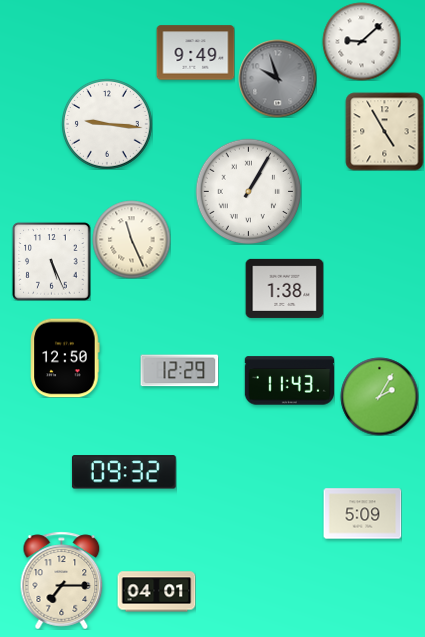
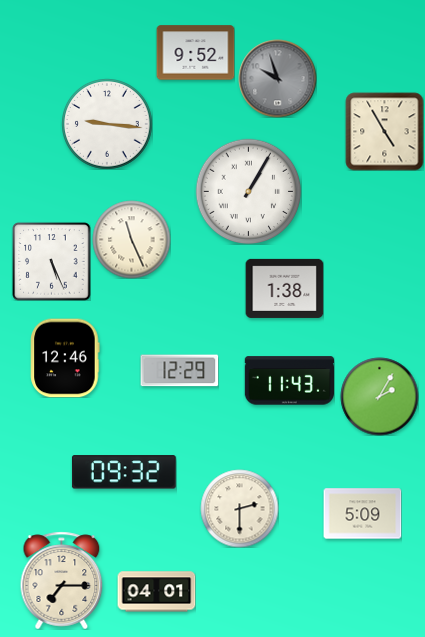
clock at (361, 41): 9:08 -> none
clock at (195, 53): 9:49 -> 9:52
clock at (65, 358): 12:50 -> 12:46
clock at (239, 508): none -> 2:30
